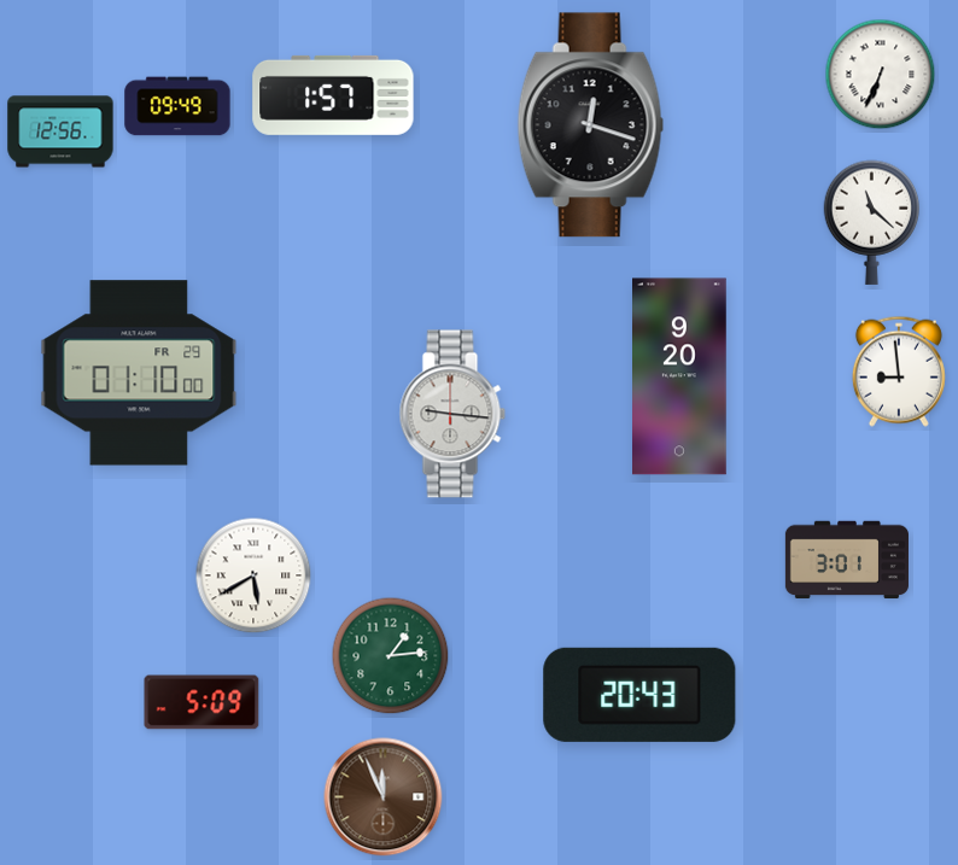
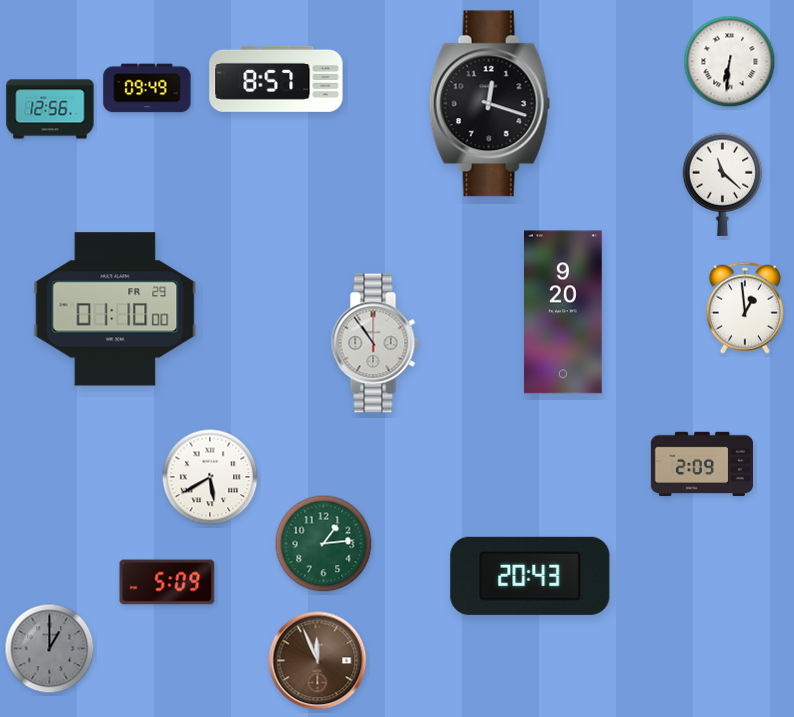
clock at (881, 75): 6:34 -> 6:31
clock at (333, 95): 1:57 -> 8:57
clock at (899, 372): 8:59 -> 12:59
clock at (452, 414): 9:16 -> 10:54
clock at (847, 560): 3:01 -> 2:09
clock at (50, 649): none -> 1:00
